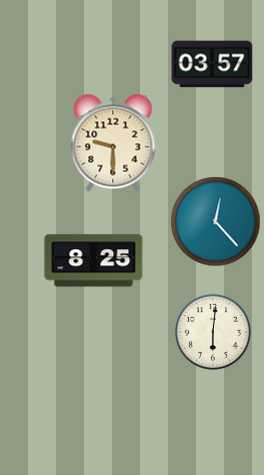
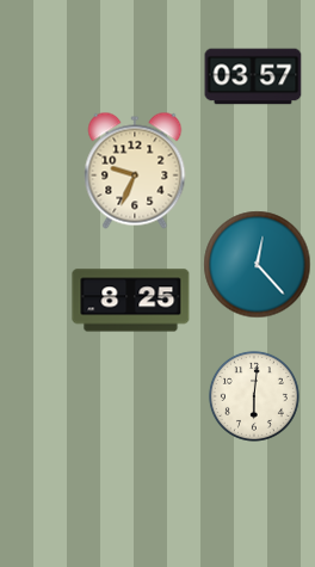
clock at (113, 143): 9:30 -> 9:34
clock at (94, 261) position: (94, 261) -> (131, 301)
